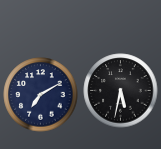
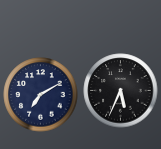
clock at (121, 91): 5:32 -> 5:34
